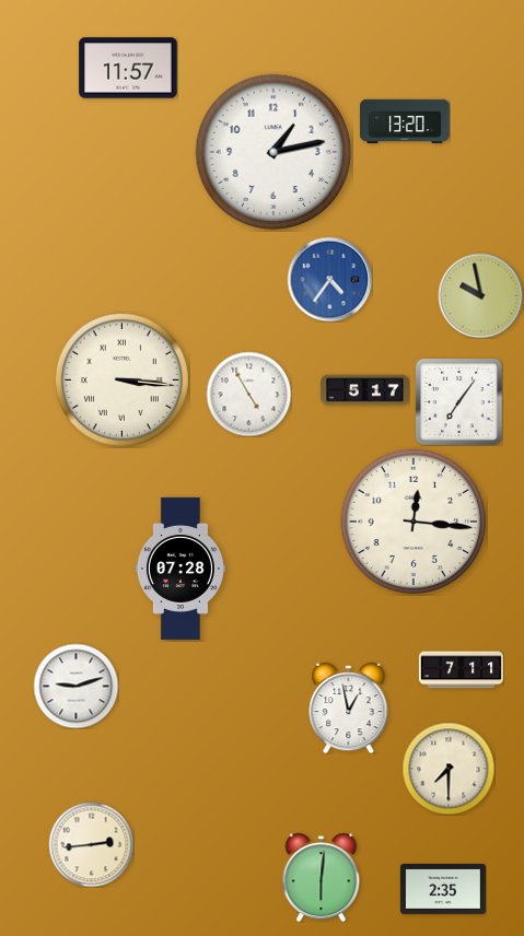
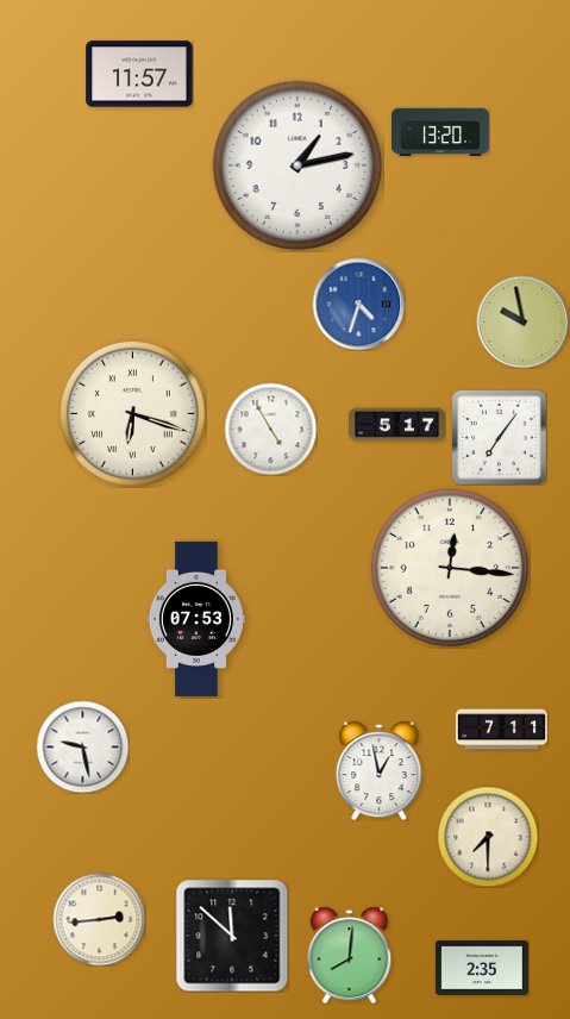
clock at (329, 279): 4:36 -> 4:33
clock at (121, 379): 3:16 -> 6:18
clock at (181, 569): 07:28 -> 07:53
clock at (75, 686): 9:12 -> 9:28
clock at (232, 936): none -> 11:52
clock at (322, 877): 6:01 -> 8:01
